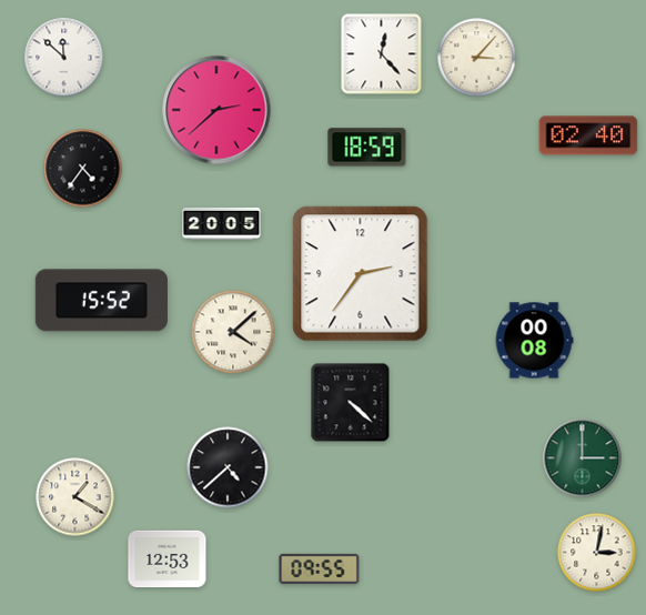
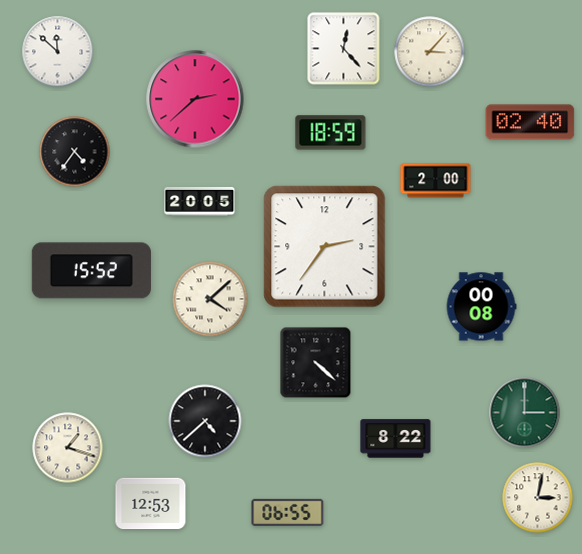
clock at (436, 181): none -> 2:00
clock at (396, 439): none -> 8:22
clock at (75, 497): 1:20 -> 1:18
clock at (320, 568): 09:55 -> 06:55
